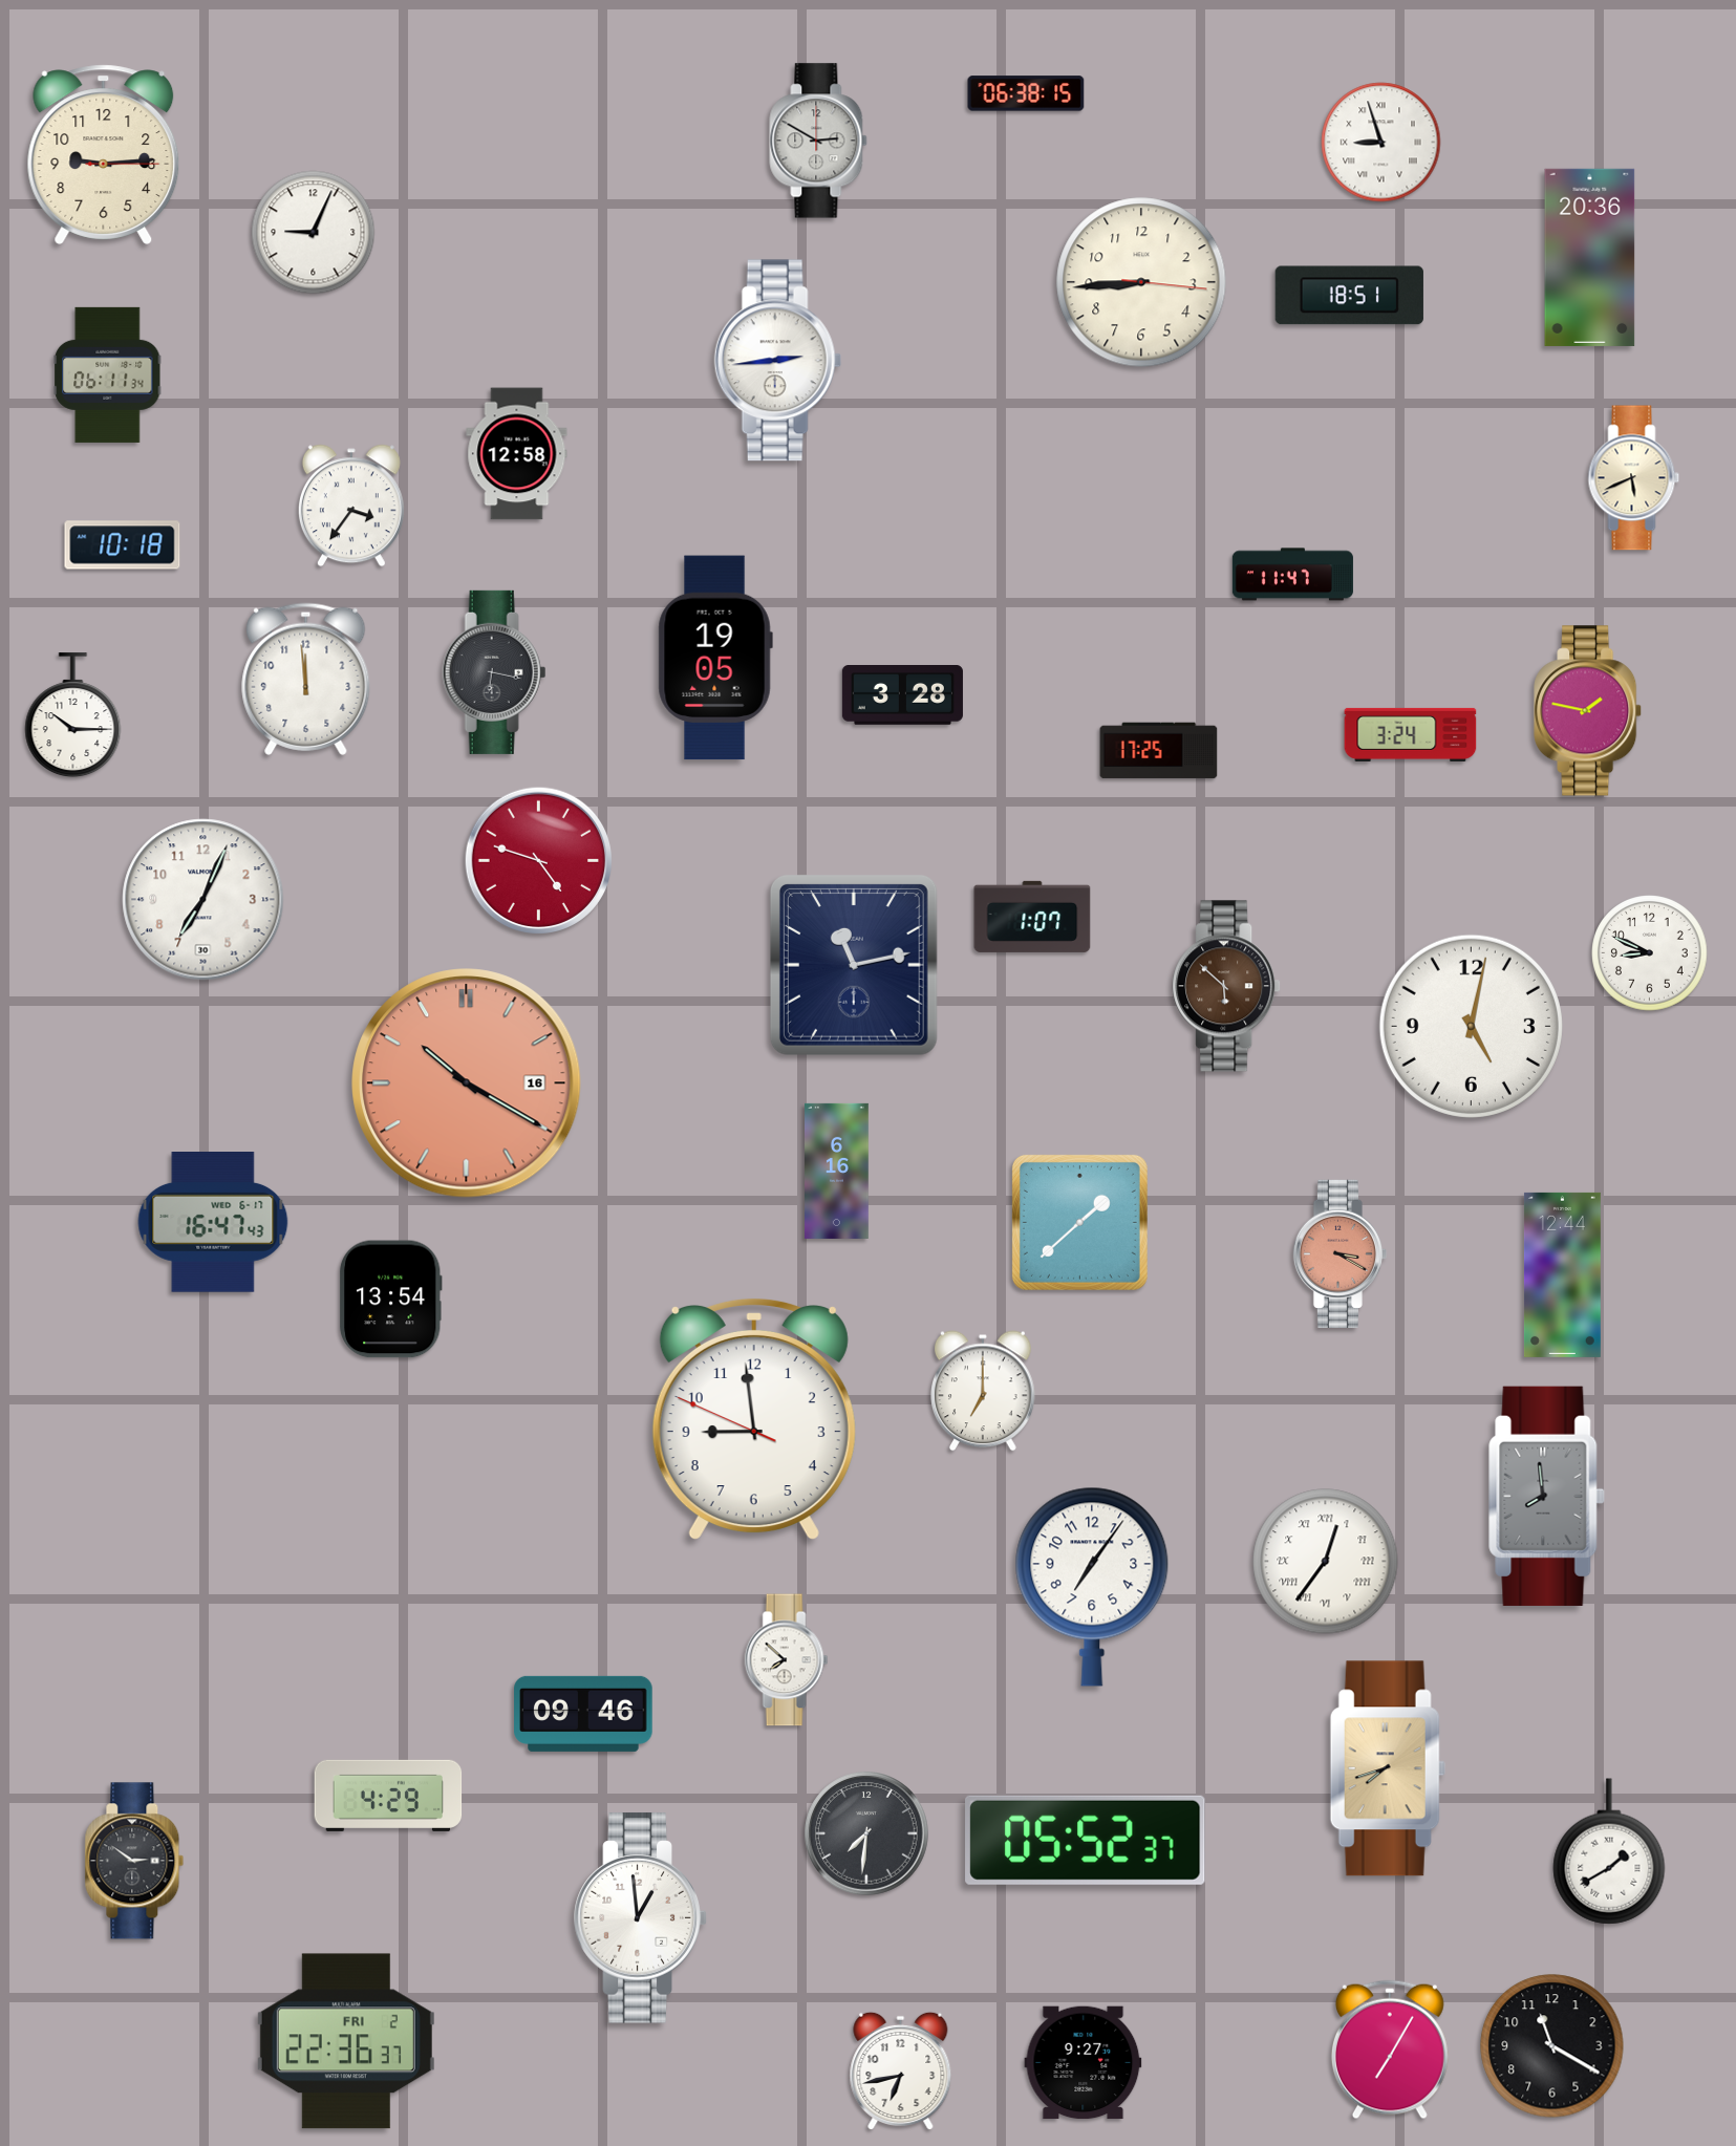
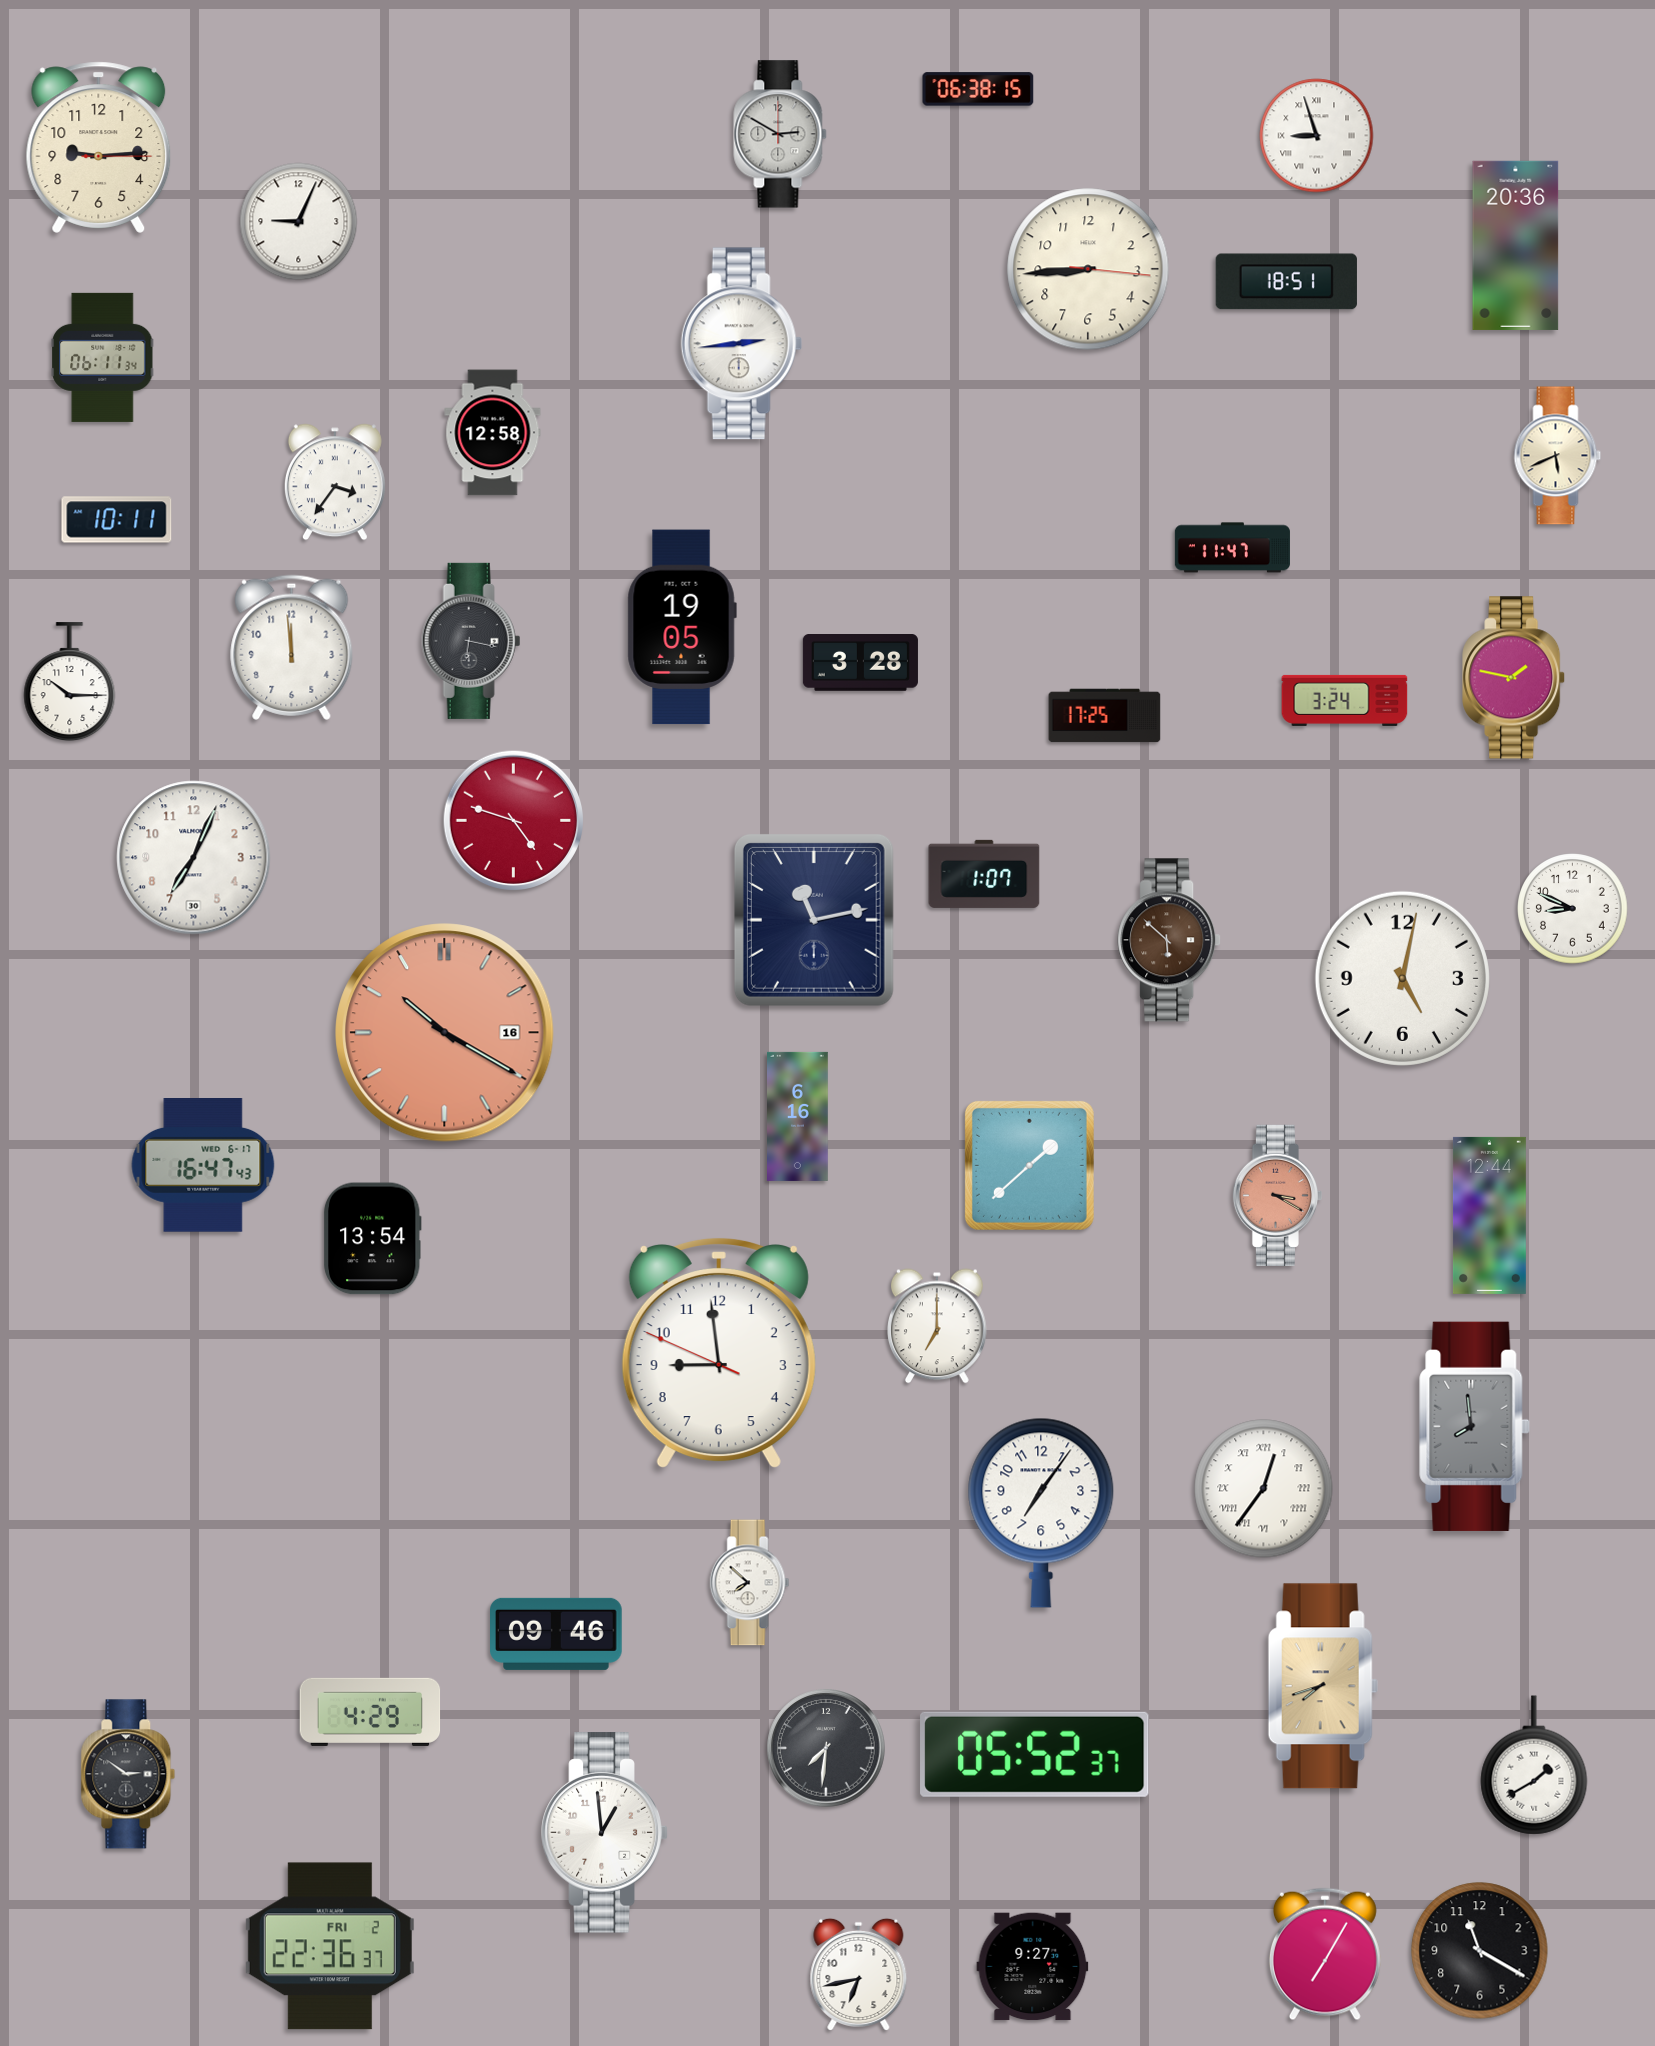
clock at (123, 545): 10:18 -> 10:11
clock at (641, 1918) position: (641, 1918) -> (605, 1833)
